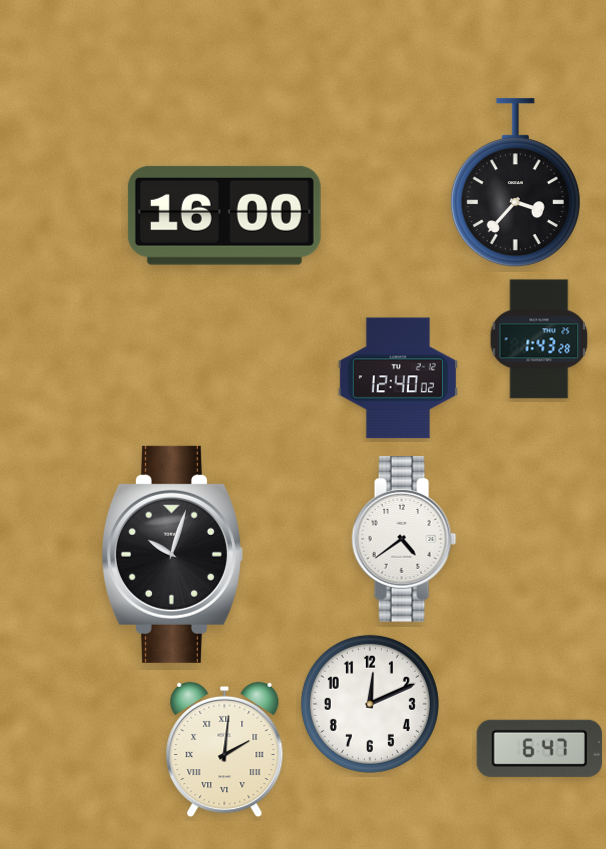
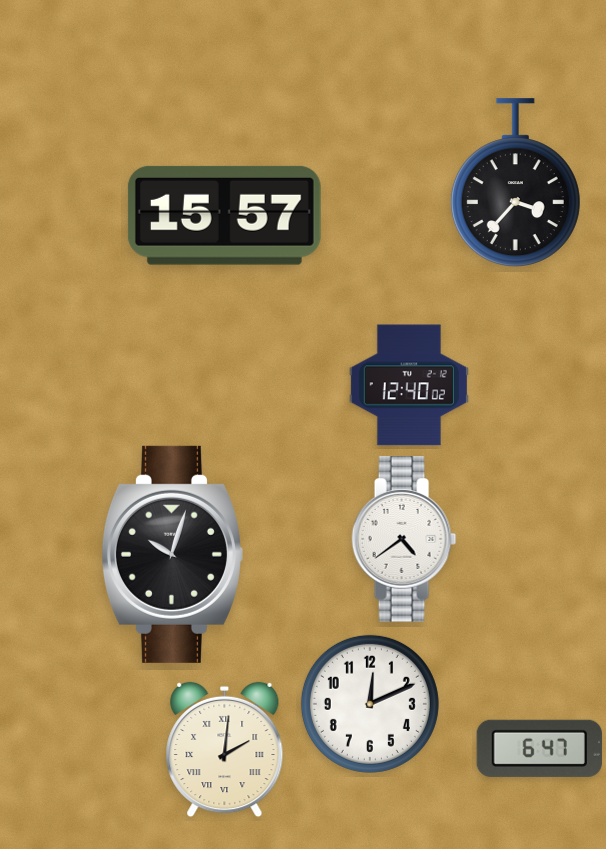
clock at (224, 215): 16:00 -> 15:57
clock at (539, 339): 1:43 -> none
clock at (398, 378) position: (398, 378) -> (409, 385)
